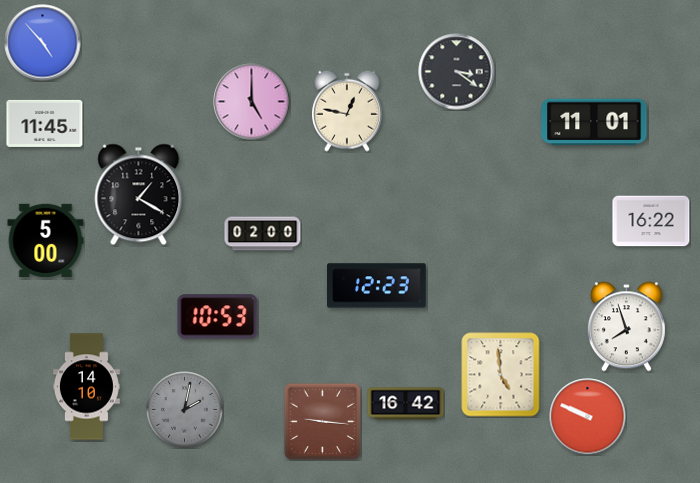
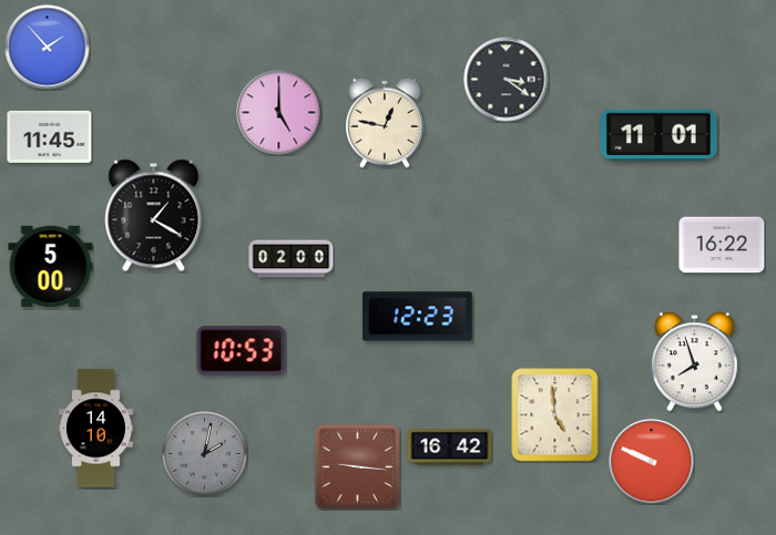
clock at (43, 43): 4:53 -> 1:53
